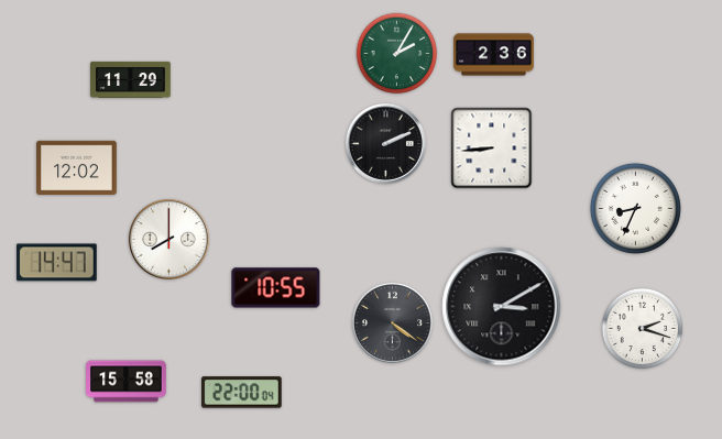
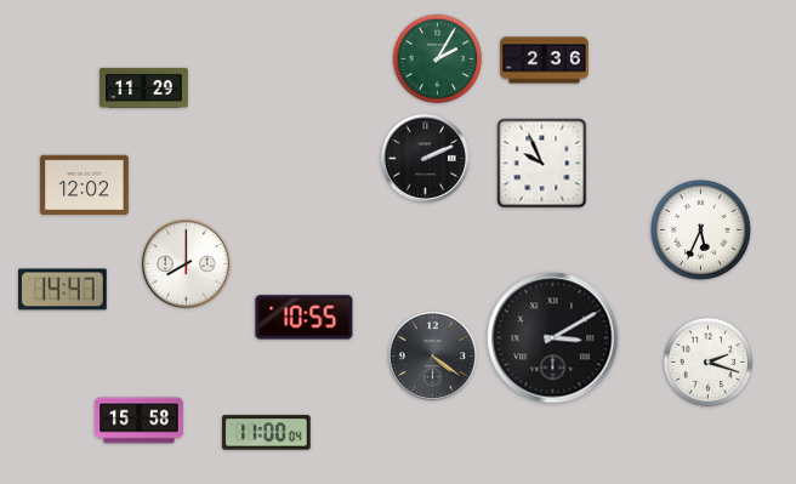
clock at (492, 149): 8:44 -> 9:56
clock at (635, 208): 8:34 -> 5:34
clock at (242, 393): 22:00 -> 11:00
